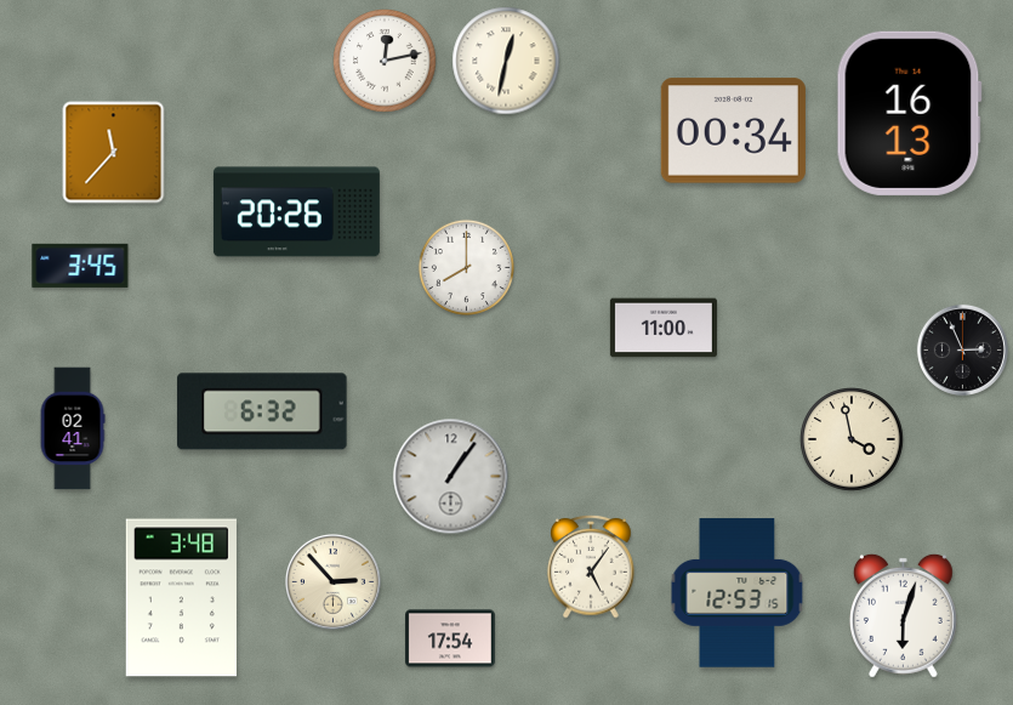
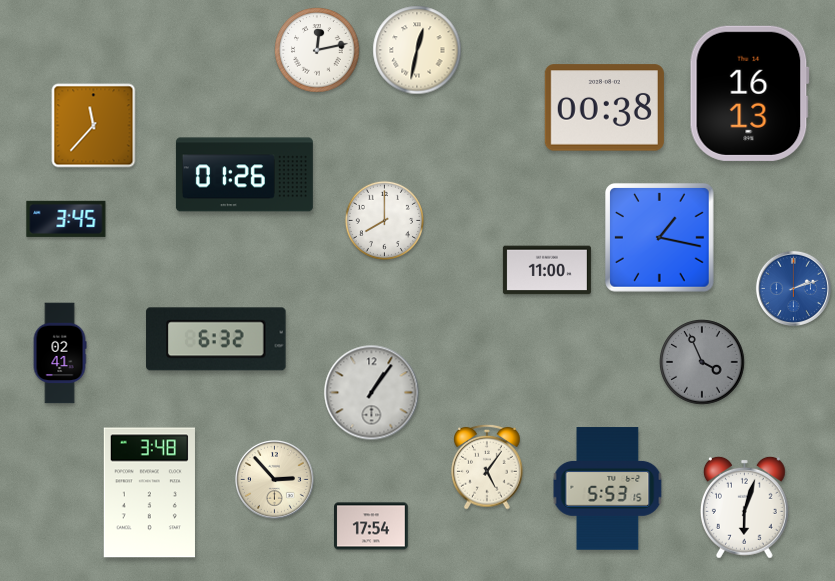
clock at (733, 131): 00:34 -> 00:38
clock at (296, 212): 20:26 -> 01:26
clock at (660, 238): none -> 1:17
clock at (962, 349): 2:56 -> 2:12
clock at (962, 349) dial: black -> blue
clock at (852, 439): 3:58 -> 3:56
clock at (852, 439) dial: cream -> grey
clock at (738, 593): 12:53 -> 5:53
